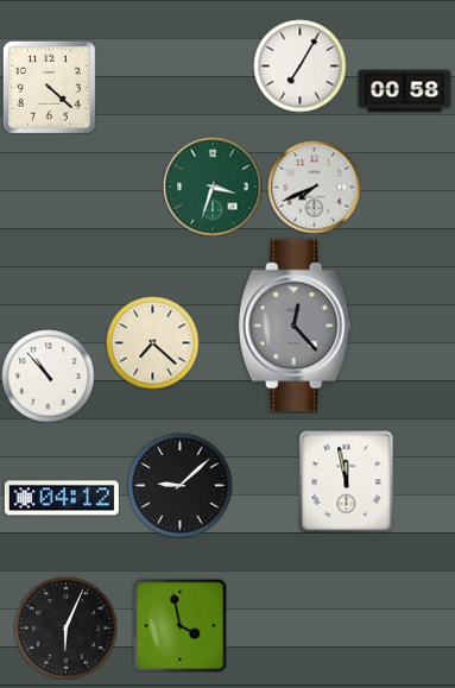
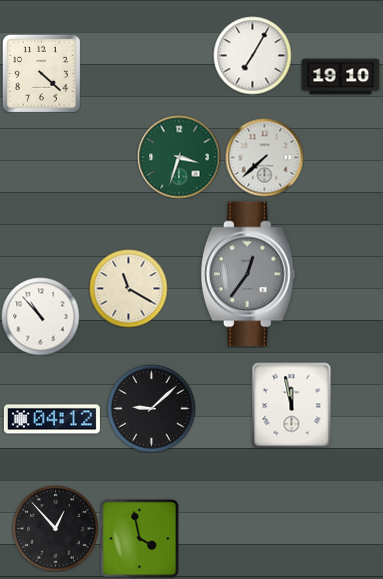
clock at (404, 91): 00:58 -> 19:10
clock at (314, 187): 7:41 -> 7:38
clock at (295, 326): 12:23 -> 12:36
clock at (152, 342): 7:22 -> 11:20
clock at (179, 625) position: (179, 625) -> (139, 538)
clock at (65, 627): 6:04 -> 12:53
